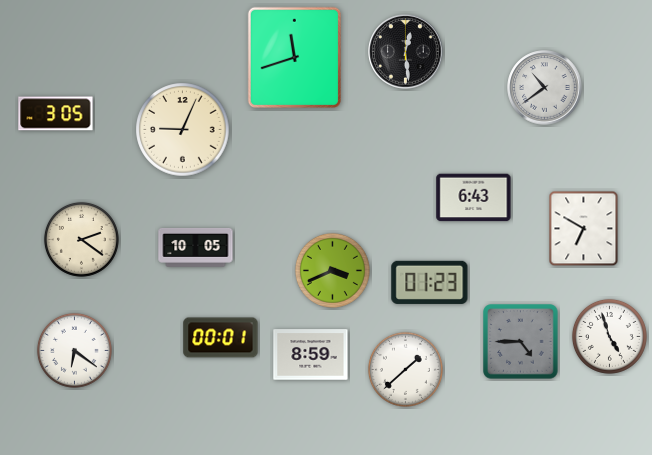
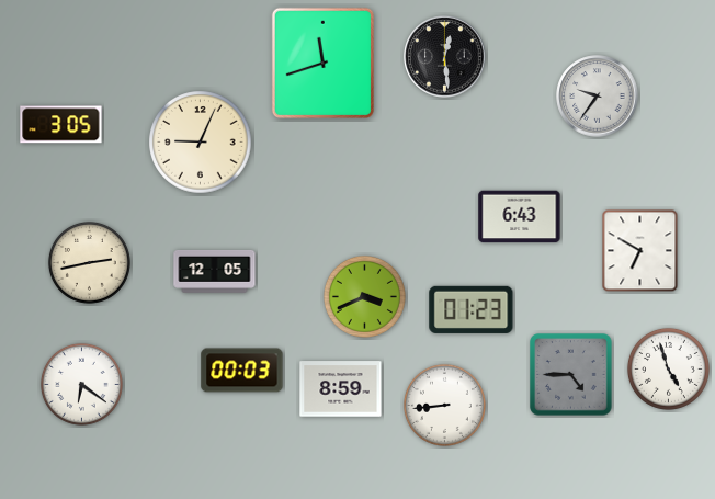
clock at (545, 88): 10:39 -> 9:36
clock at (81, 239): 2:21 -> 2:43
clock at (196, 247): 10:05 -> 12:05
clock at (221, 338): 00:01 -> 00:03
clock at (405, 369): 1:38 -> 8:44
